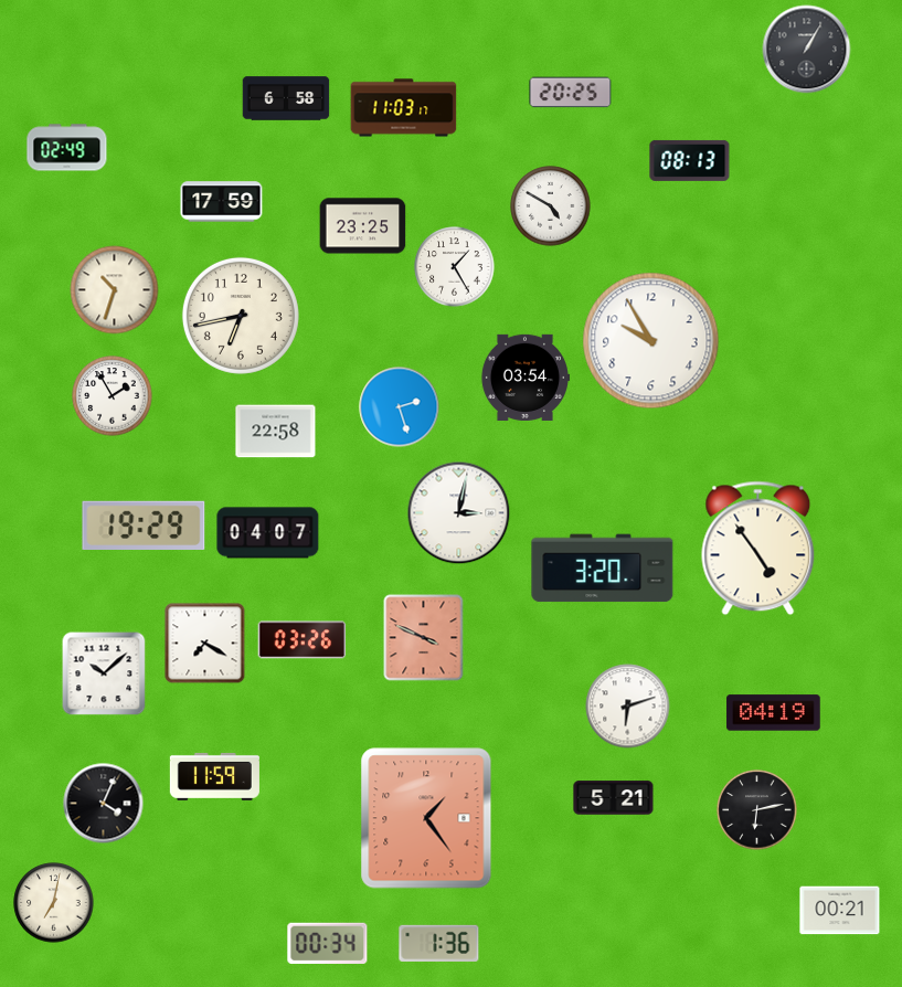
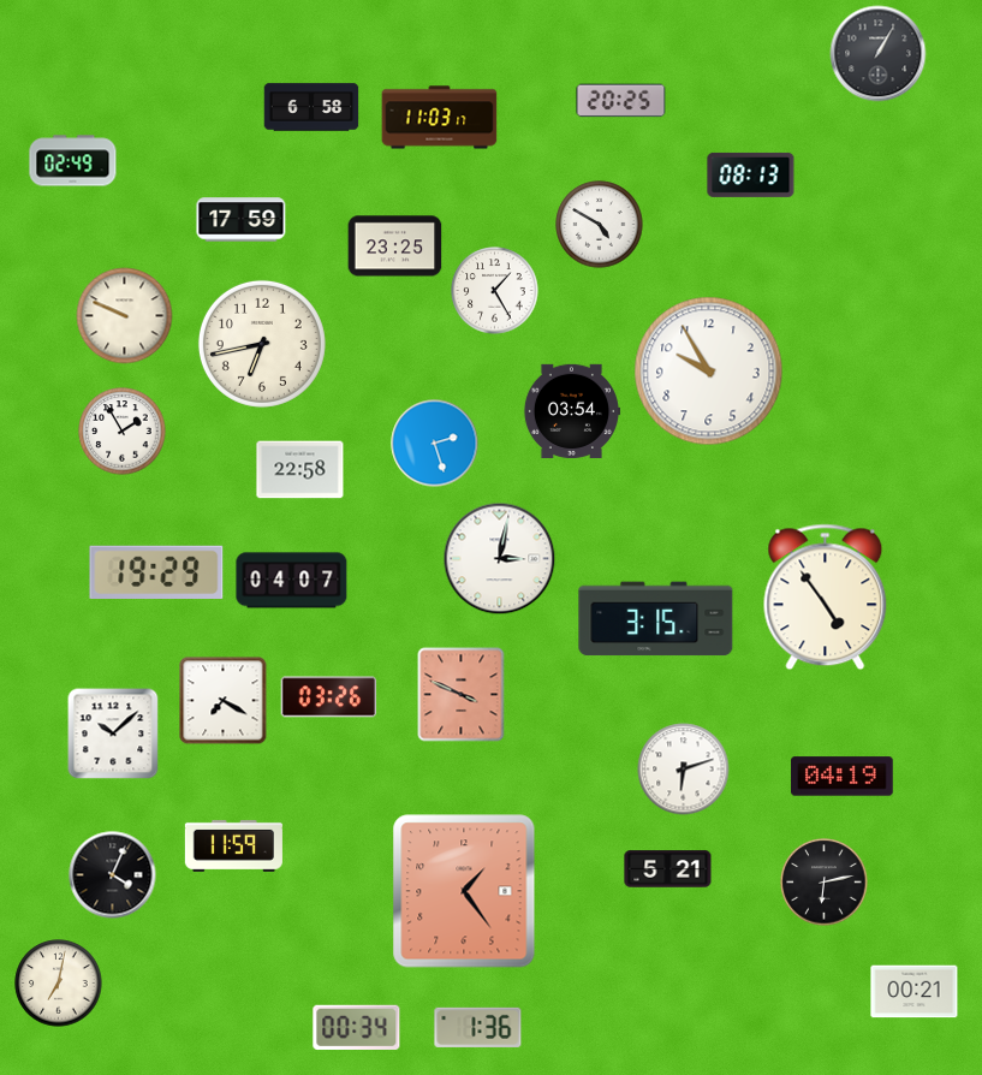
clock at (115, 290): 10:33 -> 9:49
clock at (603, 569): 3:20 -> 3:15
